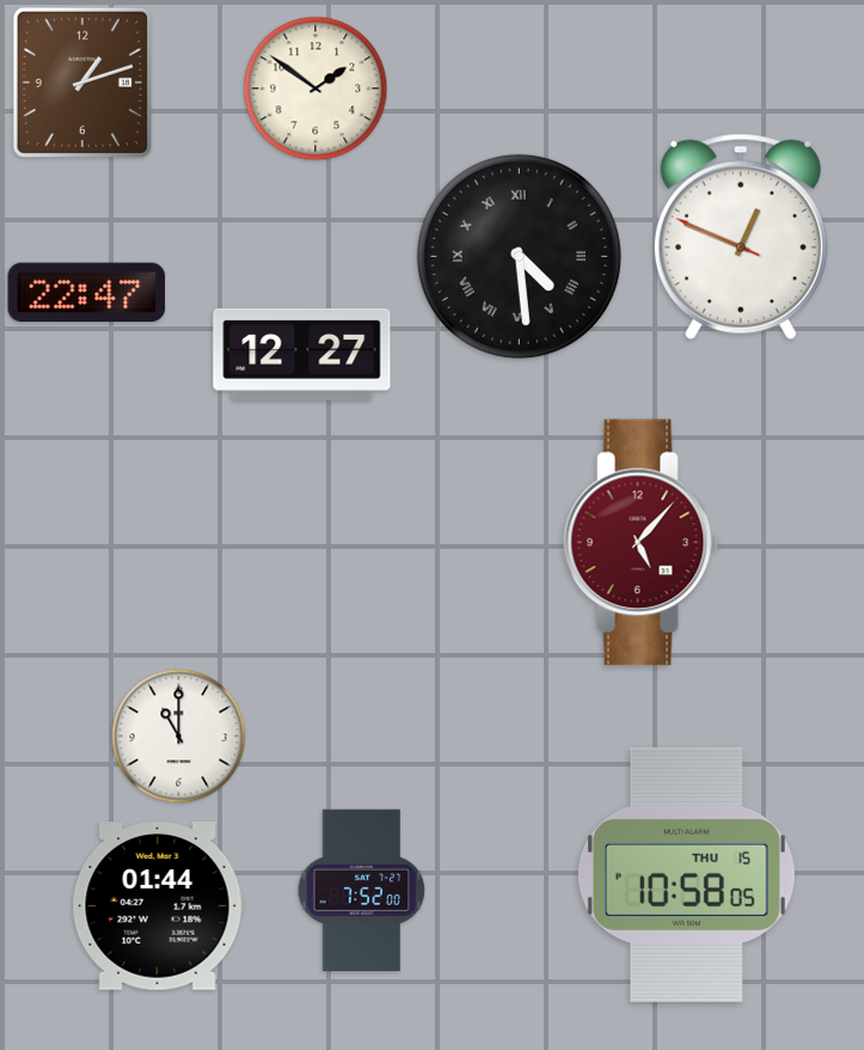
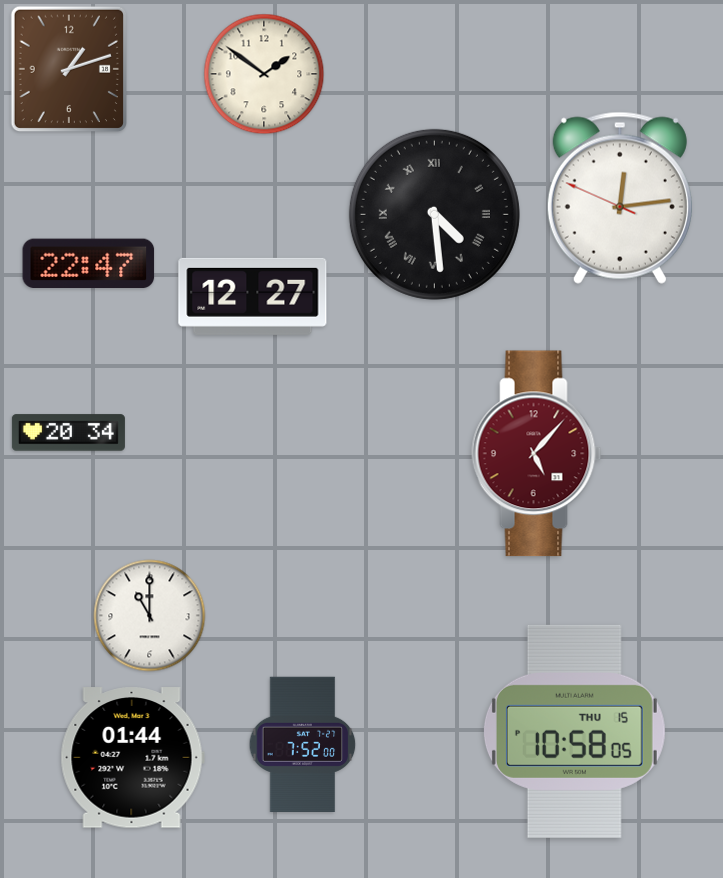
clock at (741, 237): 12:48 -> 12:13
clock at (87, 292) position: (87, 292) -> (89, 263)
clock at (68, 433): none -> 20:34
